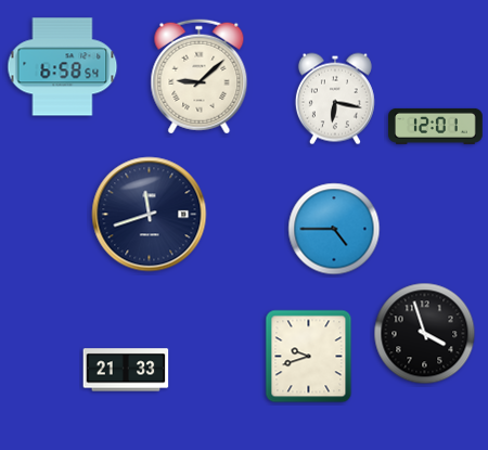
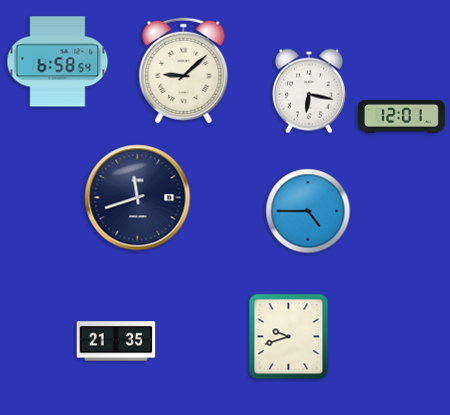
clock at (425, 334): 3:57 -> none
clock at (309, 357) position: (309, 357) -> (289, 337)
clock at (126, 370): 21:33 -> 21:35
